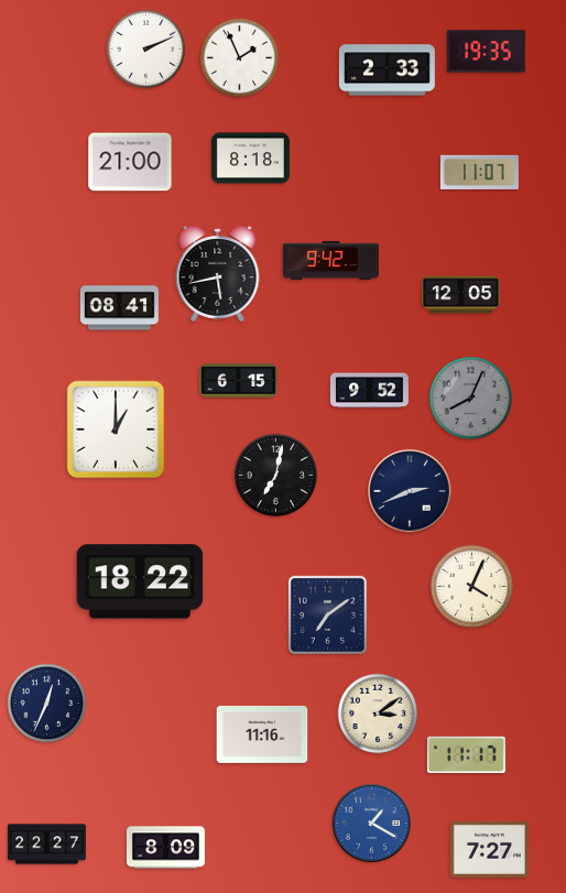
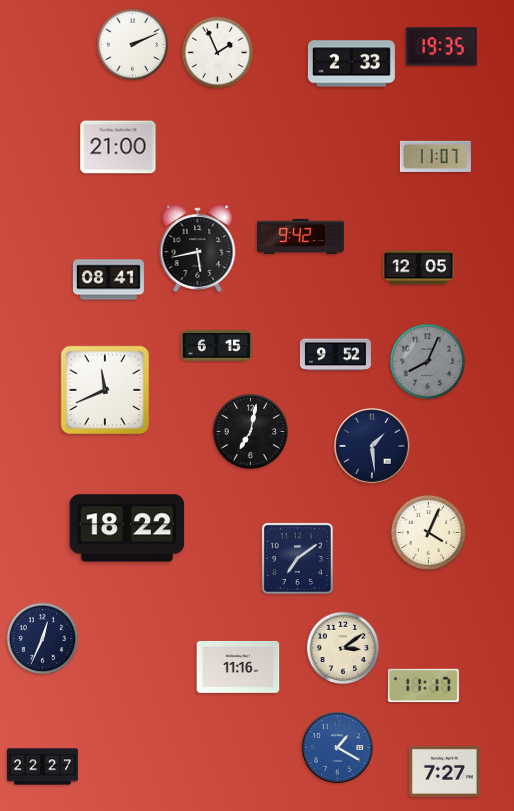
clock at (250, 159): 8:18 -> none
clock at (116, 429): 1:00 -> 11:41
clock at (410, 491): 2:41 -> 1:29
clock at (165, 848): 8:09 -> none
